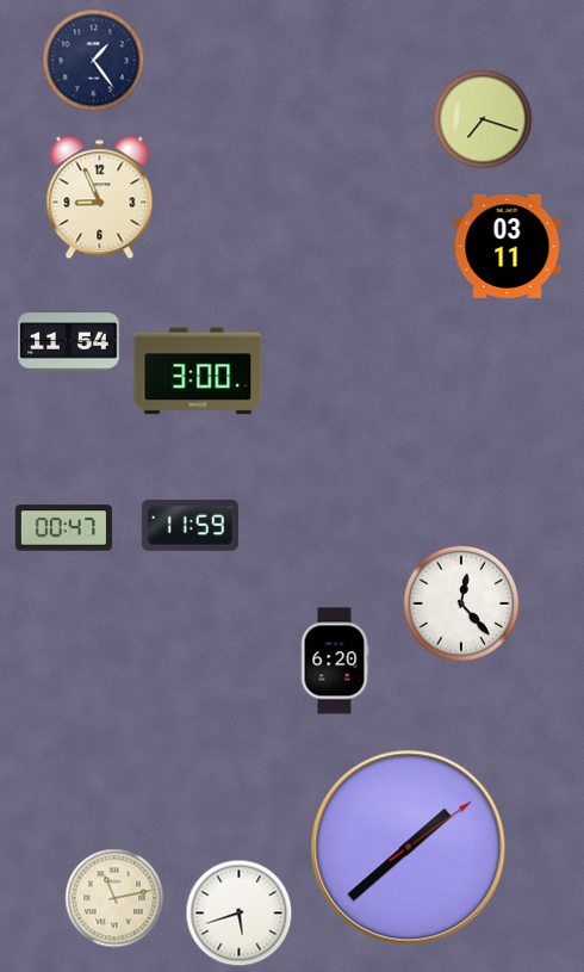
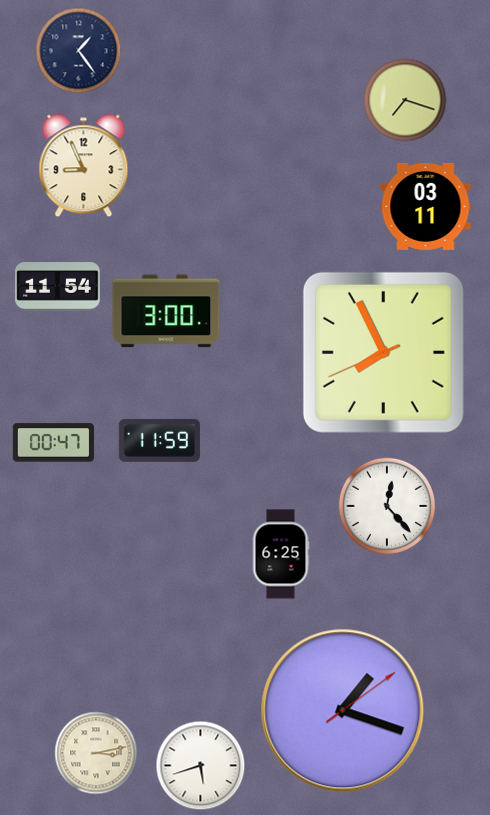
clock at (383, 352): none -> 7:55
clock at (335, 661): 6:20 -> 6:25
clock at (409, 848): 1:38 -> 1:18
clock at (114, 898): 11:13 -> 3:13
